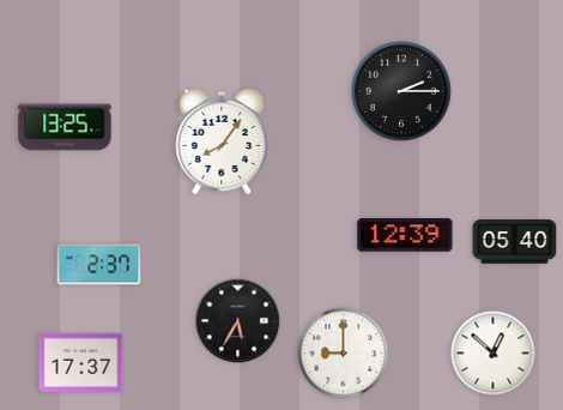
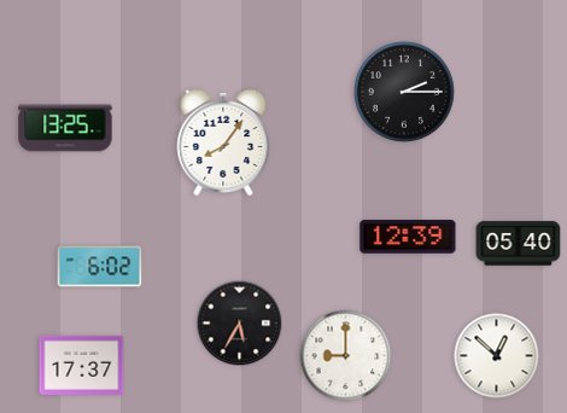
clock at (99, 265): 2:37 -> 6:02
